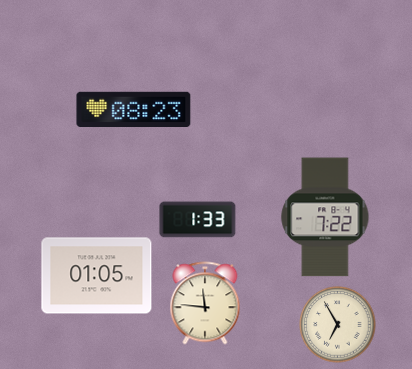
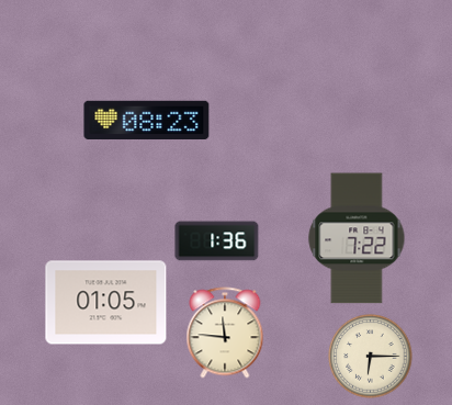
clock at (198, 220): 1:33 -> 1:36
clock at (338, 325): 6:55 -> 6:15
